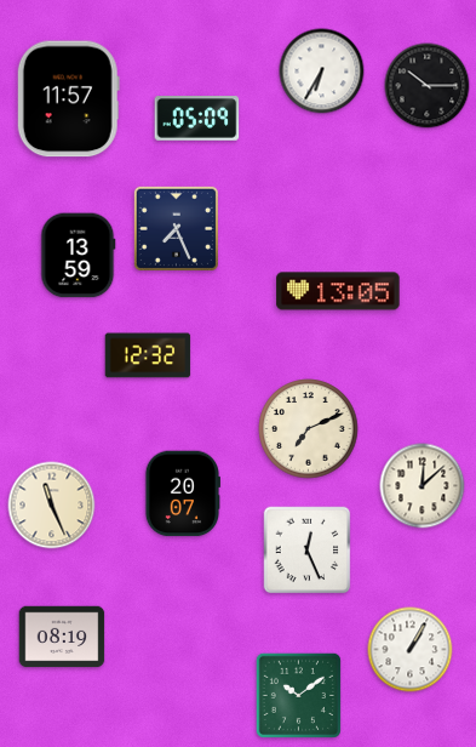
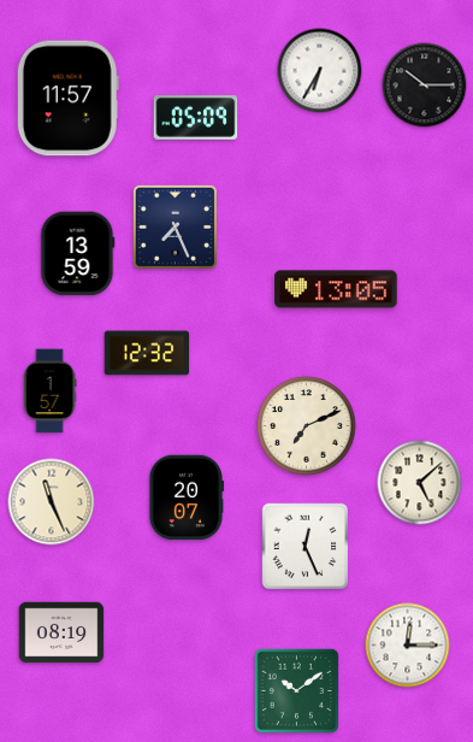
clock at (49, 391): none -> 1:57
clock at (423, 486): 12:08 -> 5:08
clock at (182, 494) position: (182, 494) -> (185, 497)
clock at (411, 650): 1:05 -> 12:15
